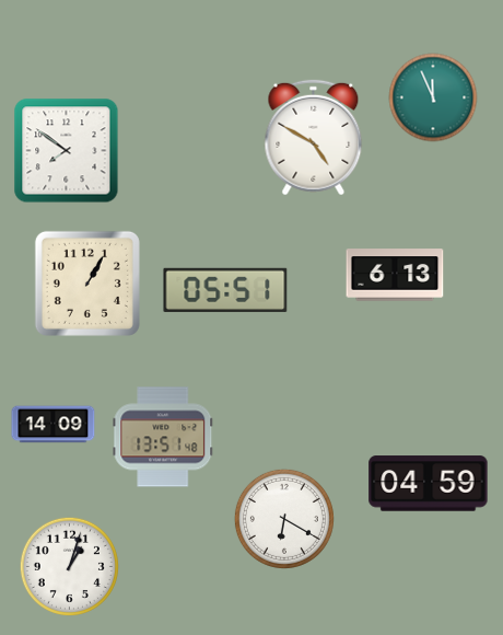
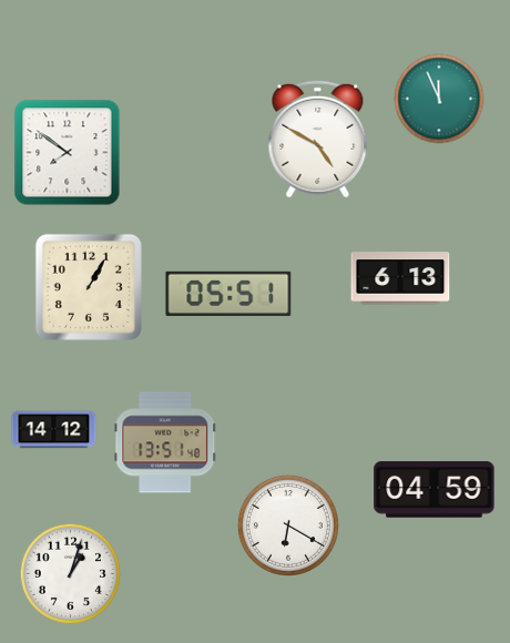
clock at (54, 425): 14:09 -> 14:12
